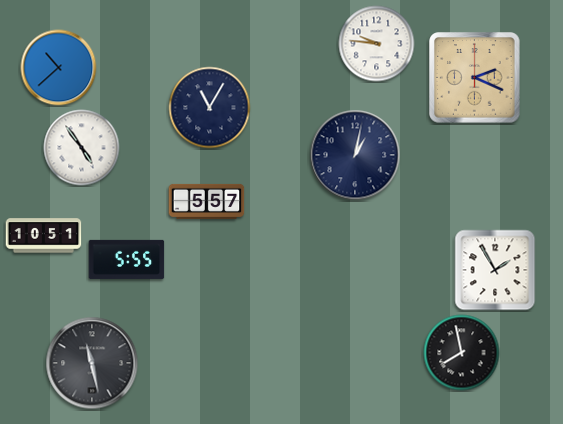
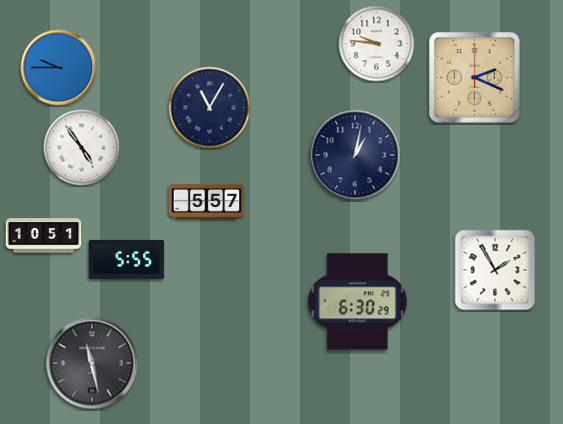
clock at (59, 68): 10:38 -> 9:45
clock at (358, 302): none -> 6:30
clock at (462, 353): 7:58 -> none
